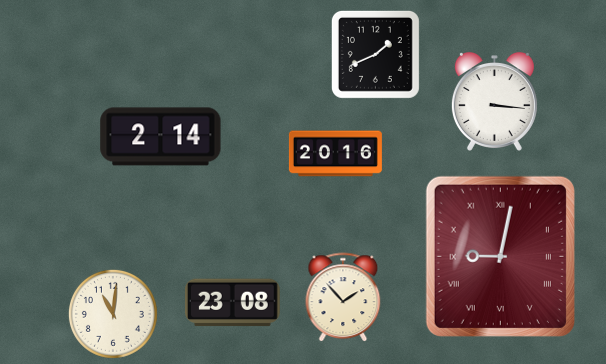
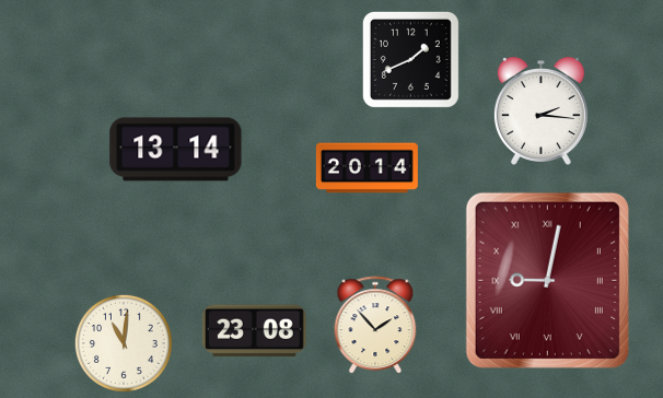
clock at (494, 102): 3:16 -> 2:16
clock at (161, 137): 2:14 -> 13:14
clock at (335, 154): 20:16 -> 20:14
